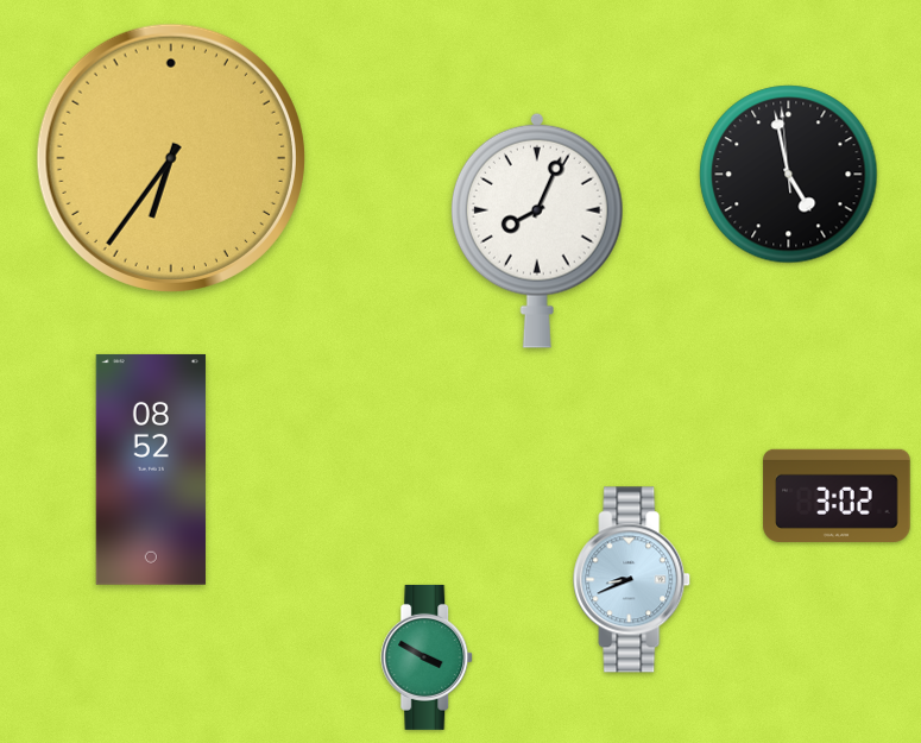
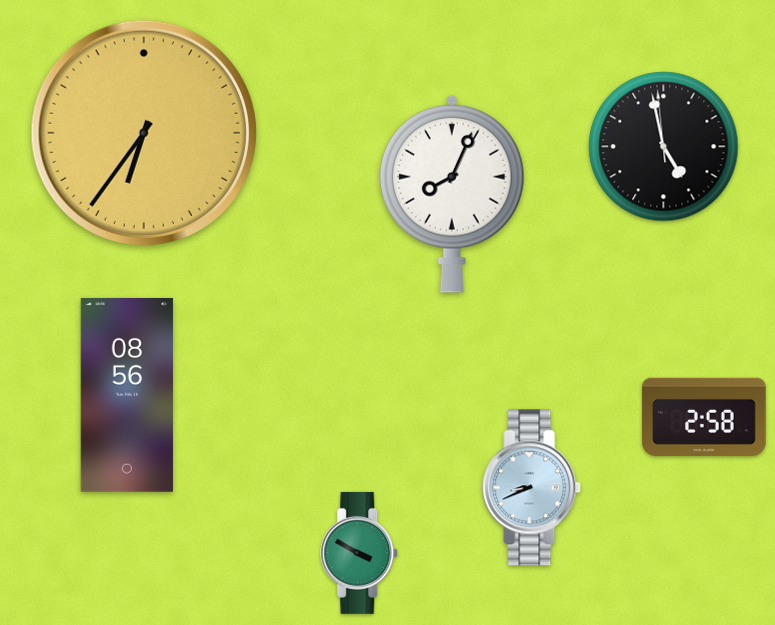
clock at (151, 470): 08:52 -> 08:56
clock at (837, 496): 3:02 -> 2:58
